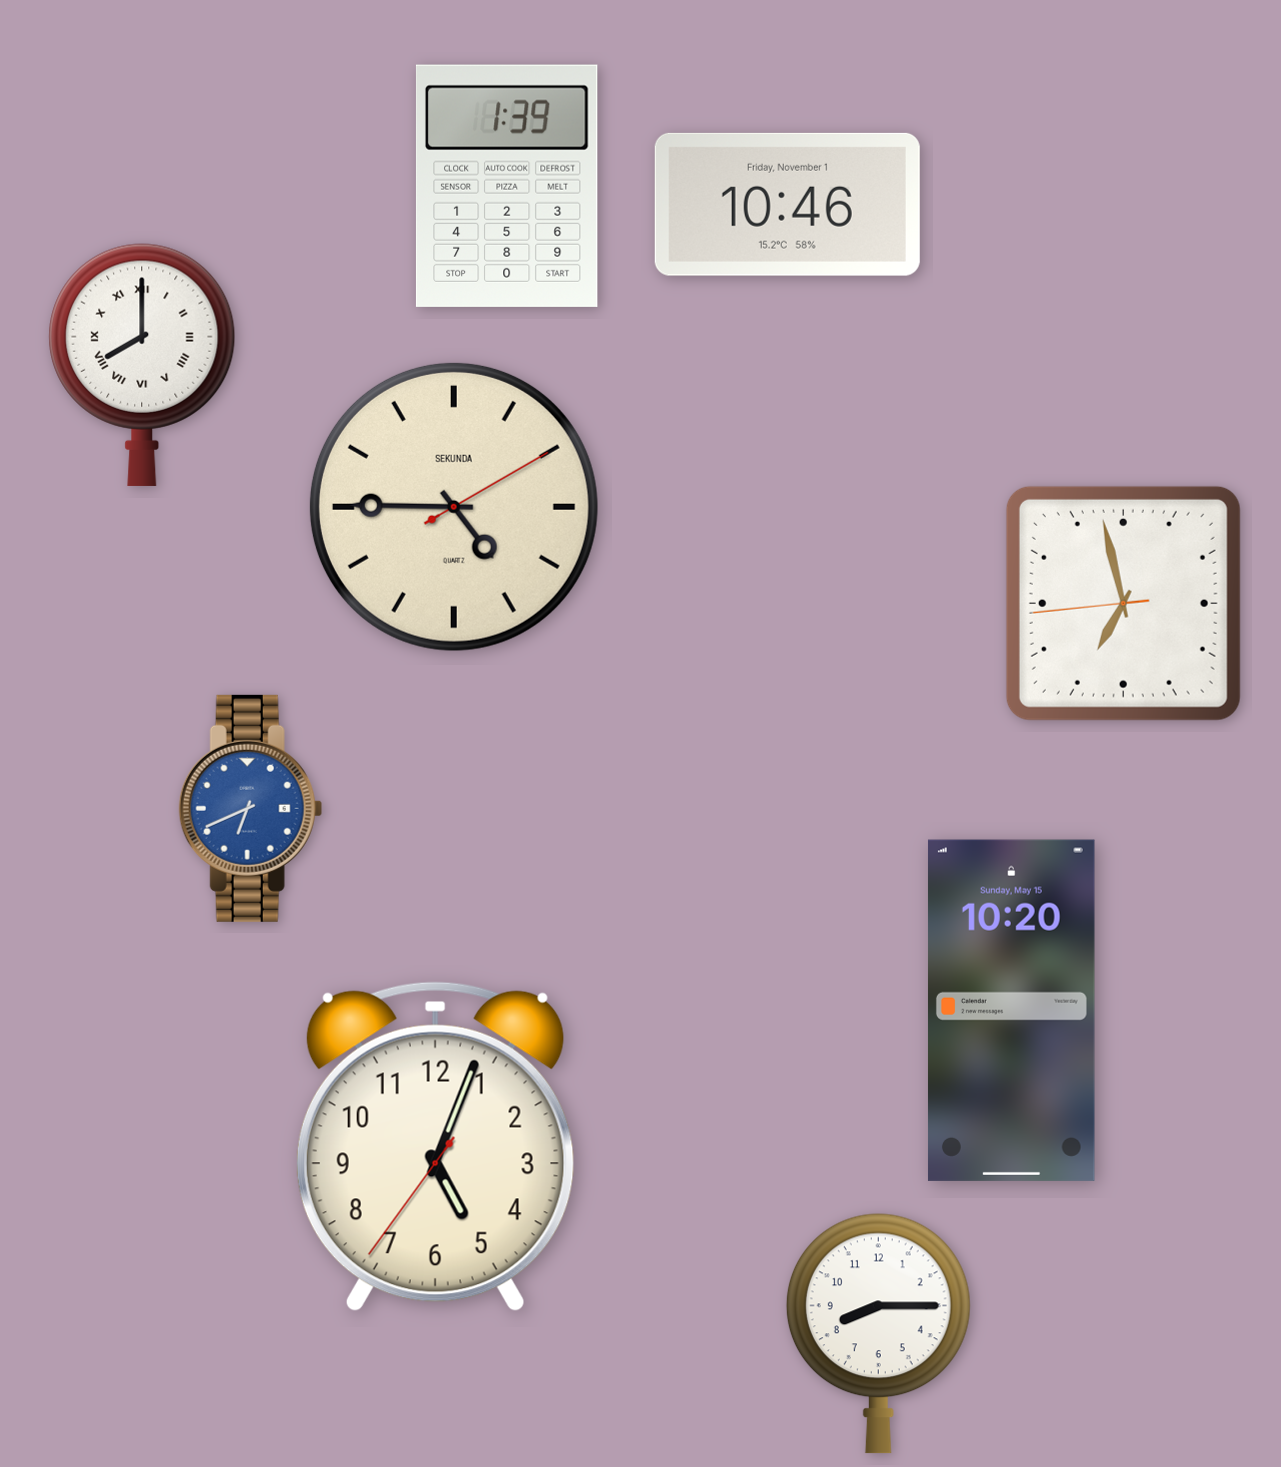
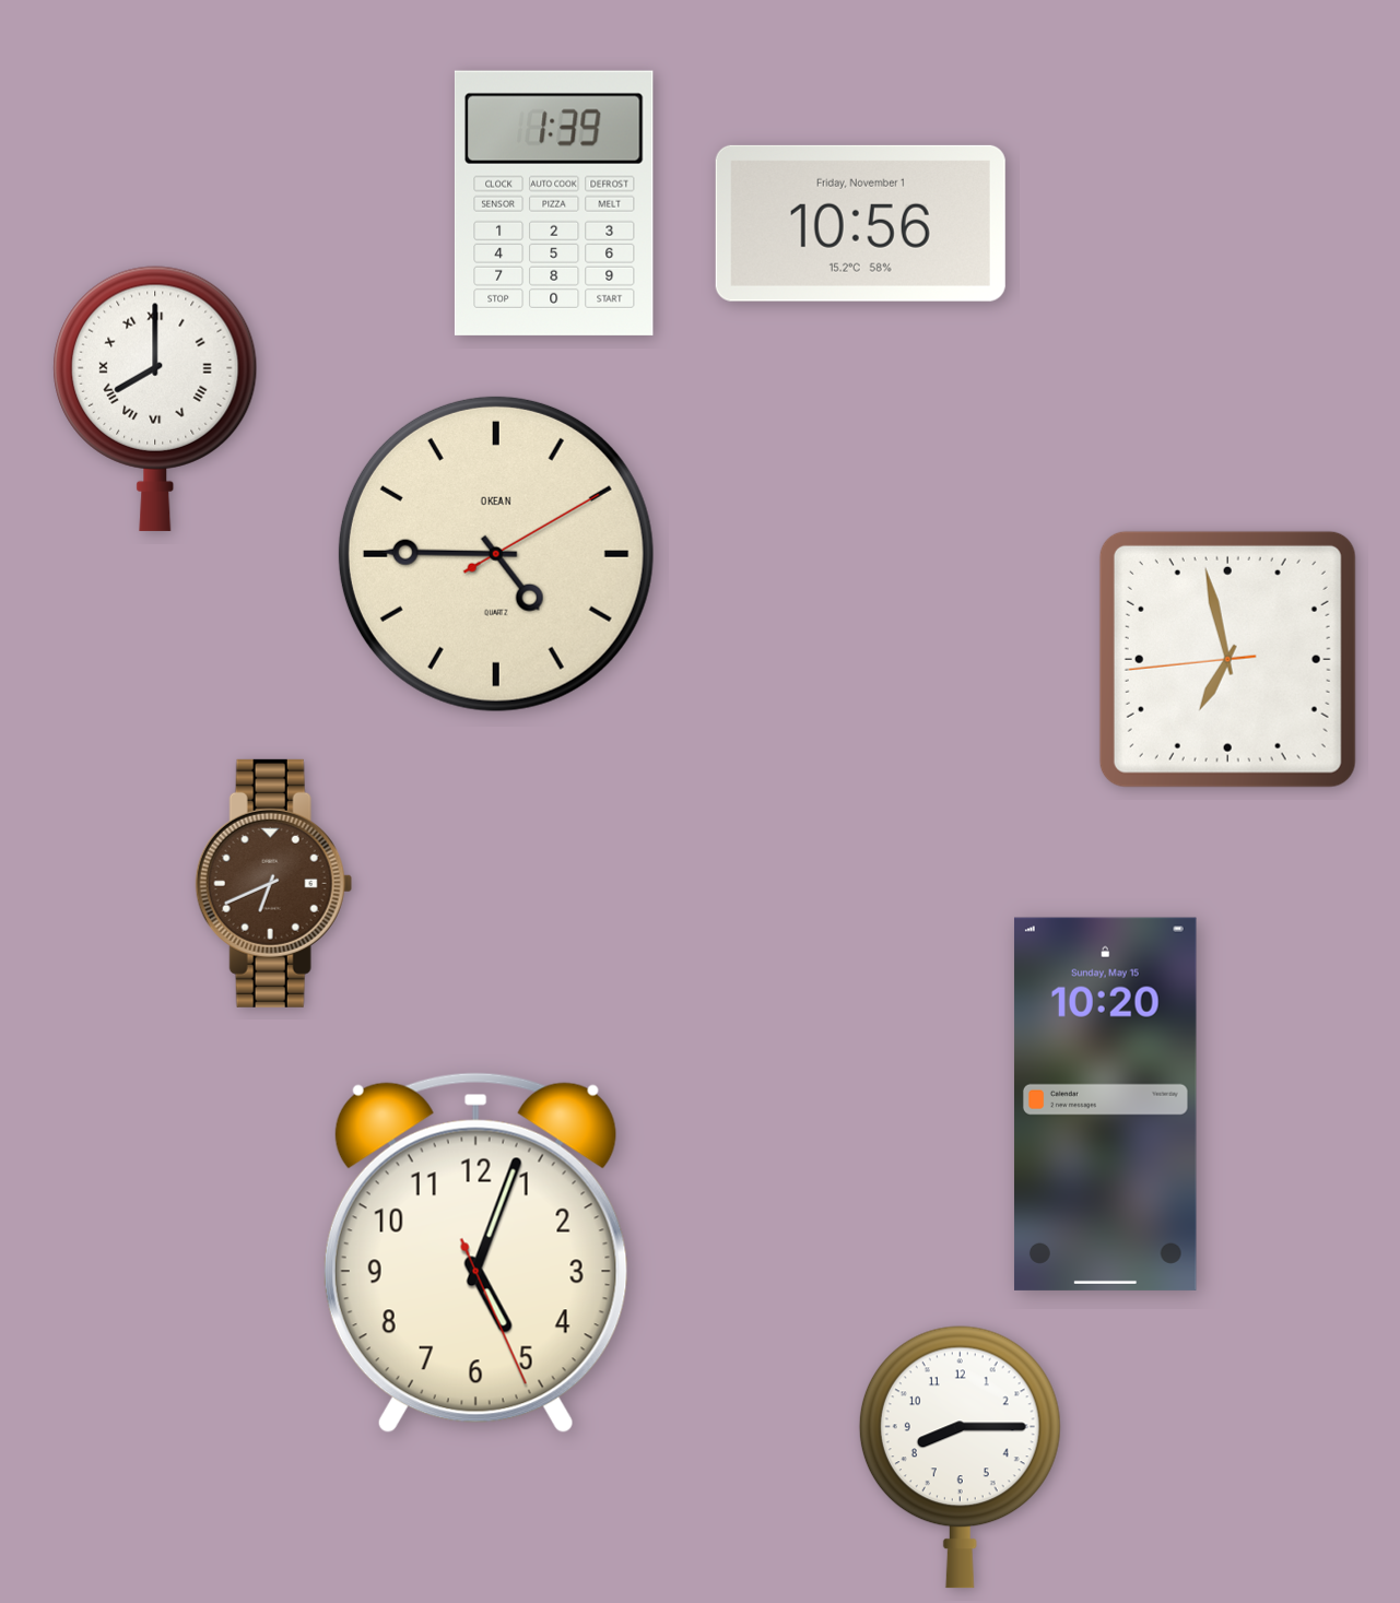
clock at (787, 204): 10:46 -> 10:56
clock at (454, 507) brand: SEKUNDA -> OKEAN
clock at (250, 808) dial: blue -> brown
clock at (435, 1147): 5:03:36 -> 5:03:26
